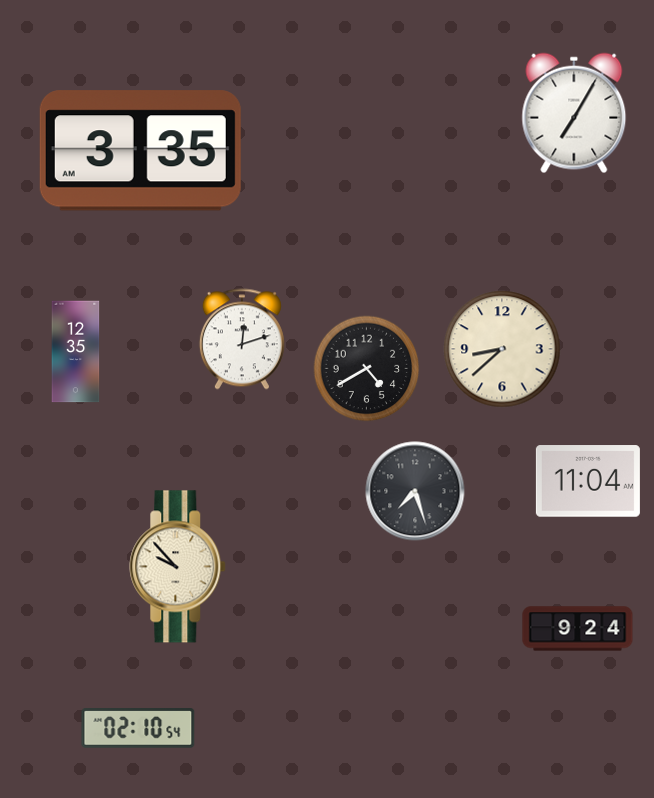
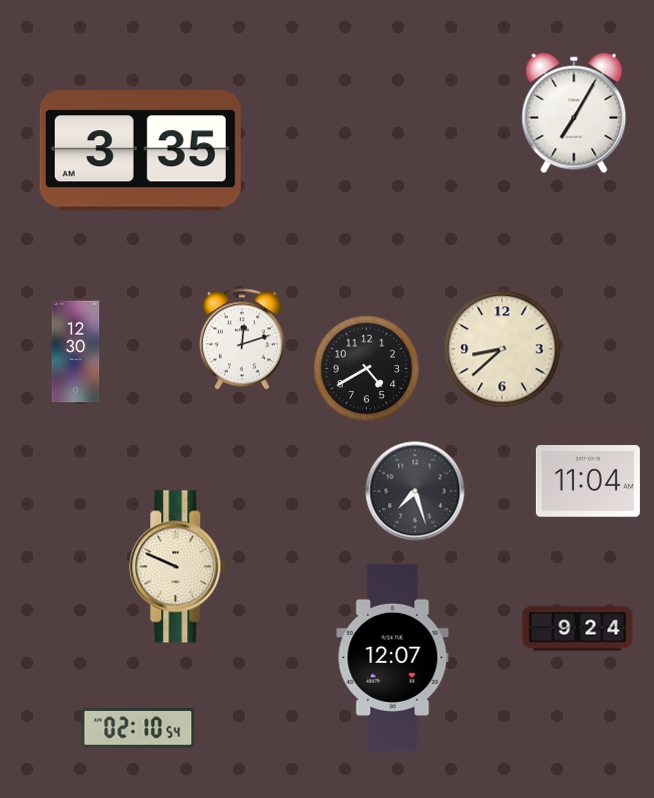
clock at (76, 352): 12:35 -> 12:30
clock at (178, 567): 9:53 -> 9:49
clock at (393, 657): none -> 12:07
